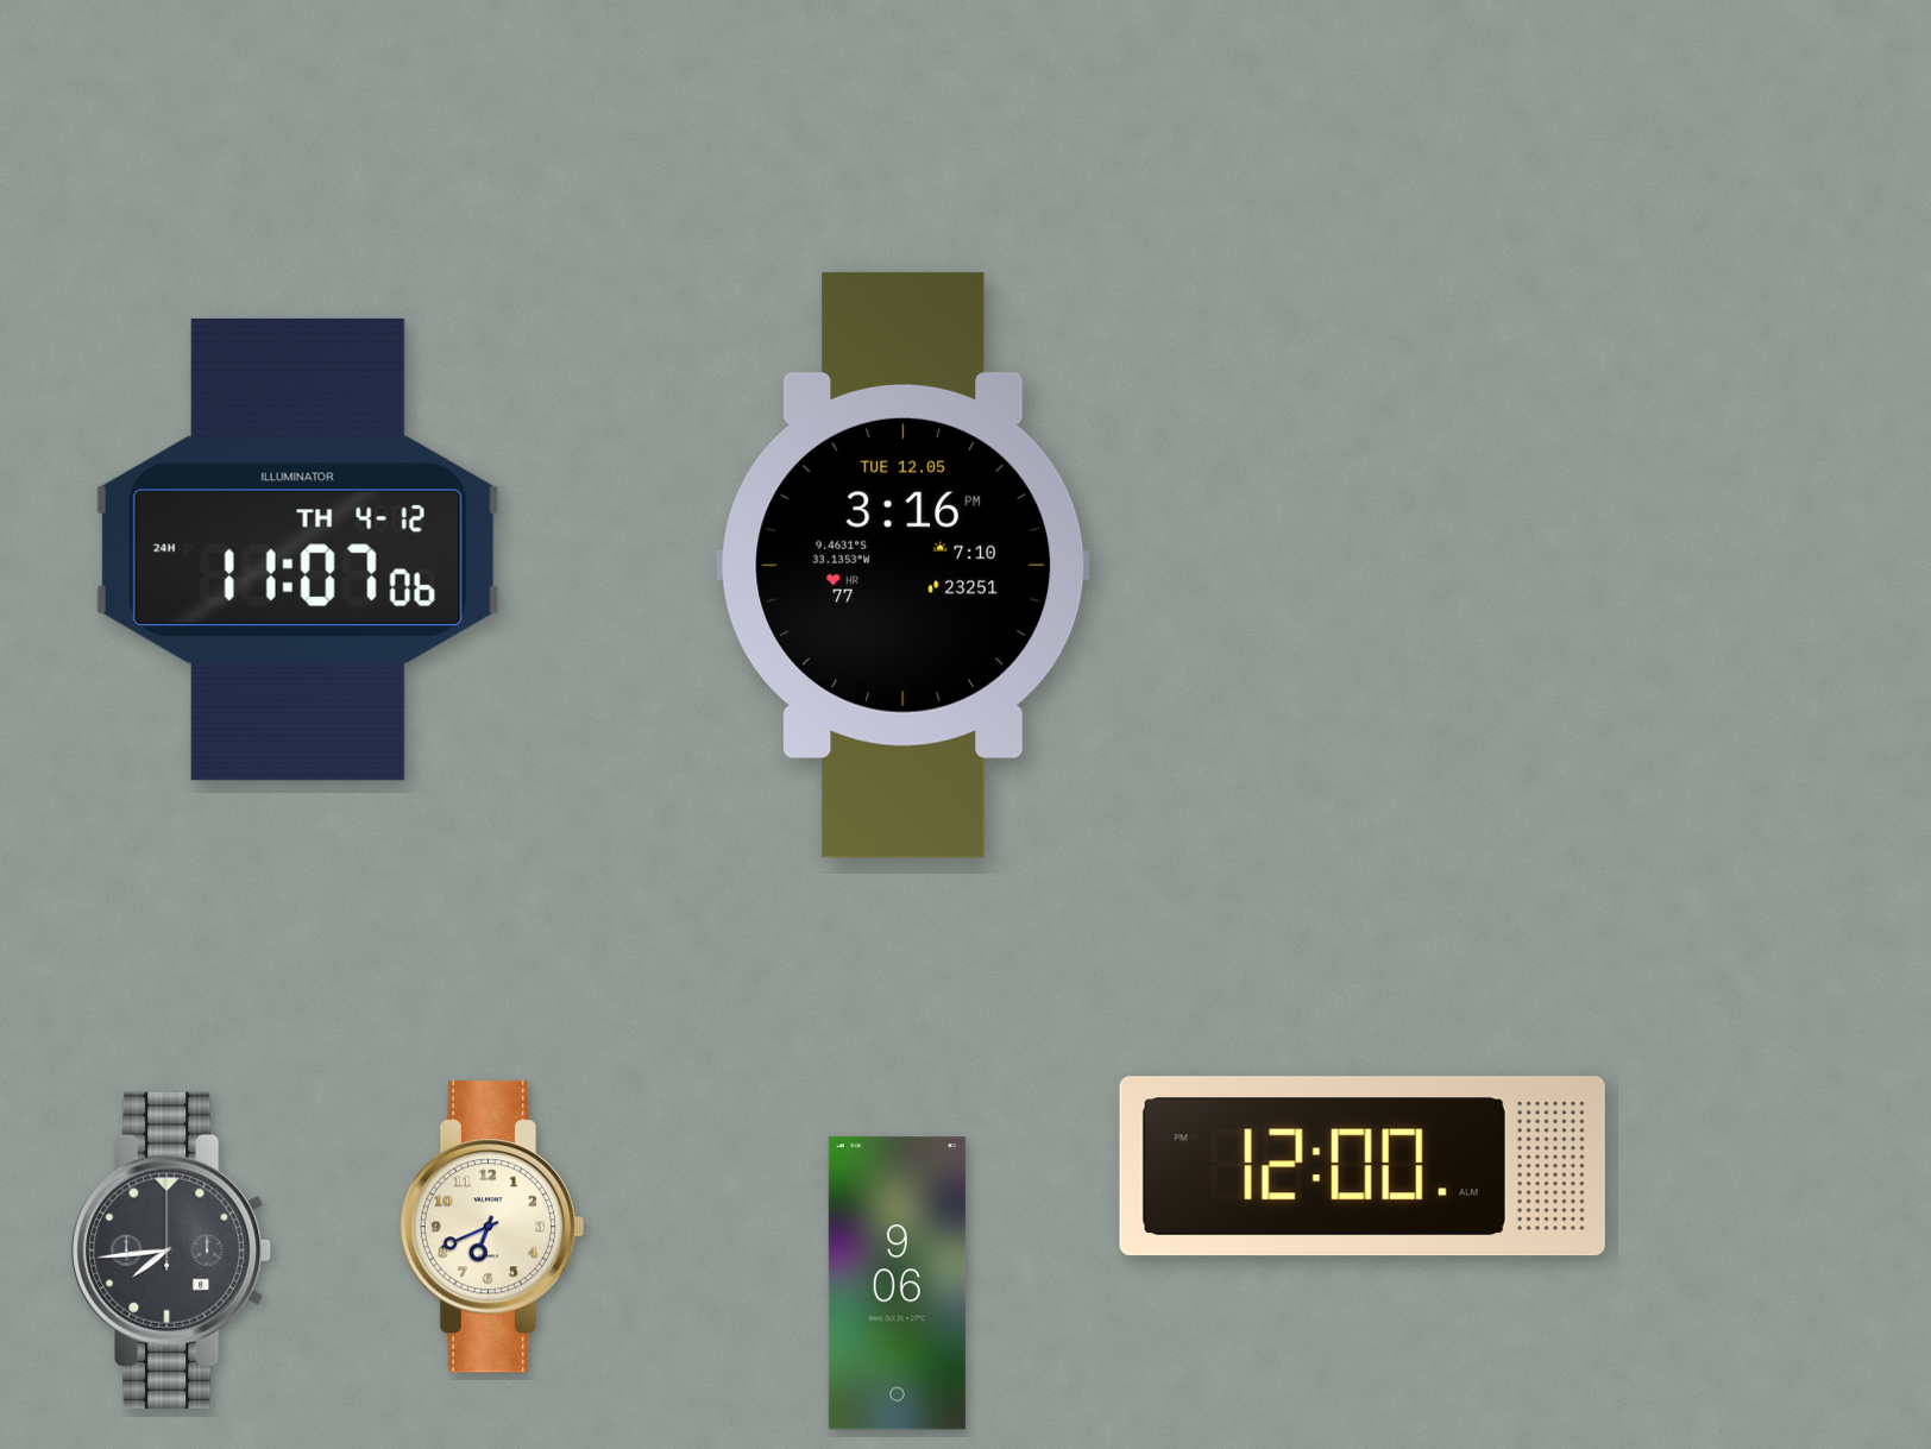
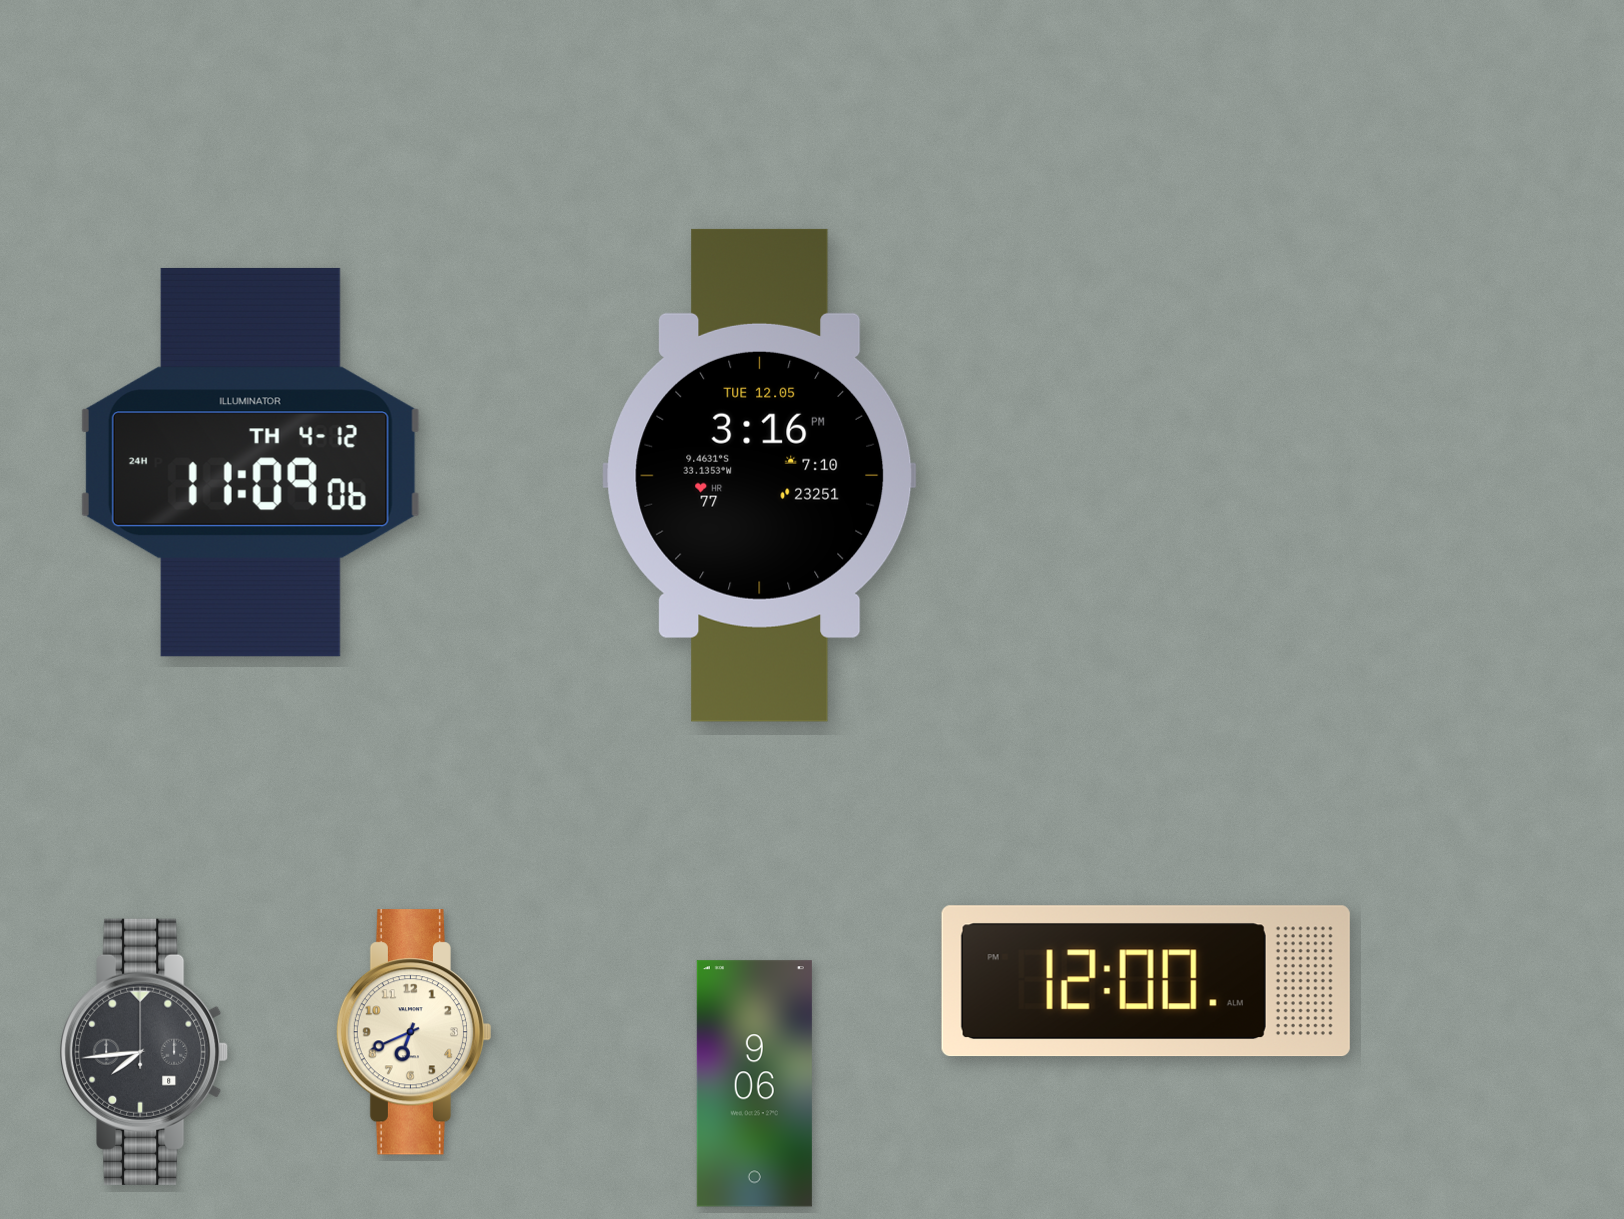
clock at (297, 549): 11:07 -> 11:09
clock at (897, 1284) position: (897, 1284) -> (754, 1084)
